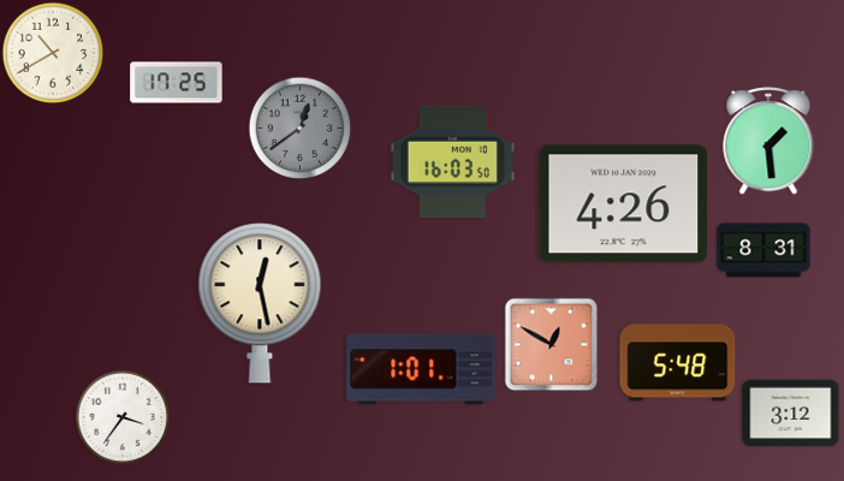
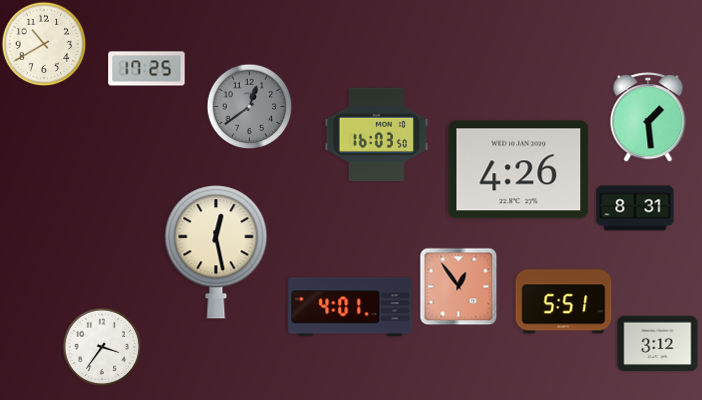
clock at (768, 141) position: (768, 141) -> (648, 117)
clock at (551, 344): 12:50 -> 12:54
clock at (678, 363): 5:48 -> 5:51
clock at (421, 369): 1:01 -> 4:01
